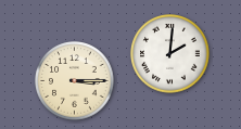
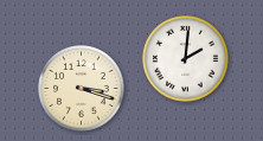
clock at (75, 81): 3:15 -> 3:18
